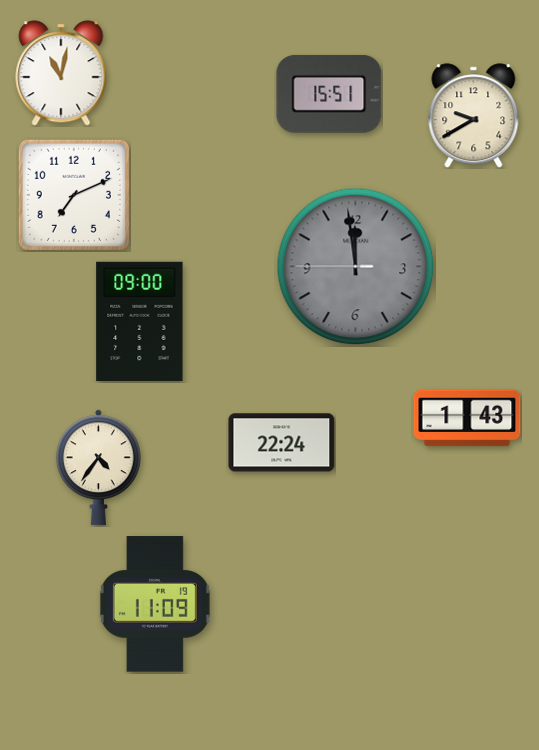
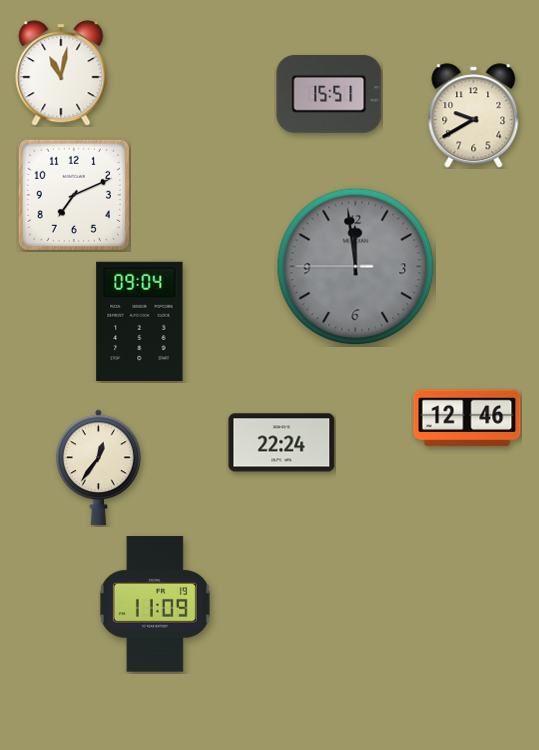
clock at (140, 321): 09:00 -> 09:04
clock at (467, 418): 1:43 -> 12:46
clock at (98, 468): 4:36 -> 12:36
